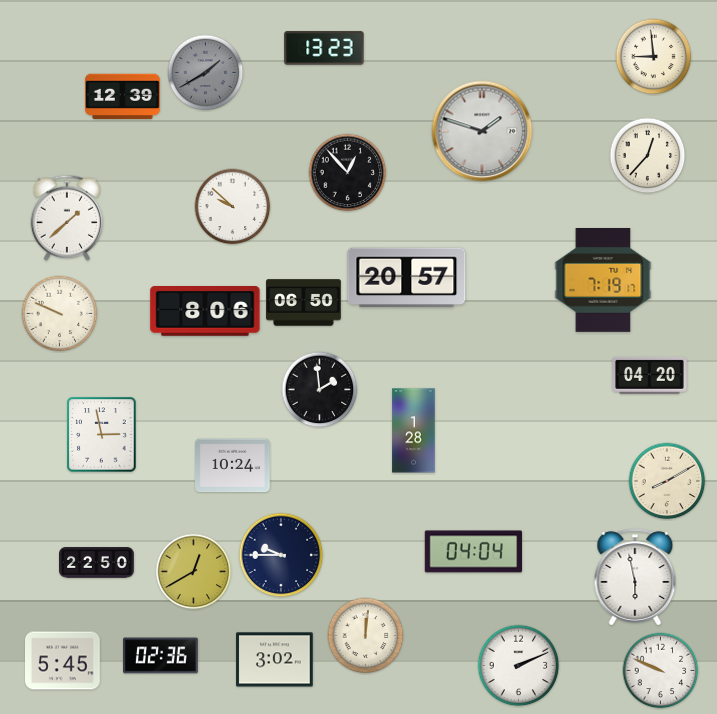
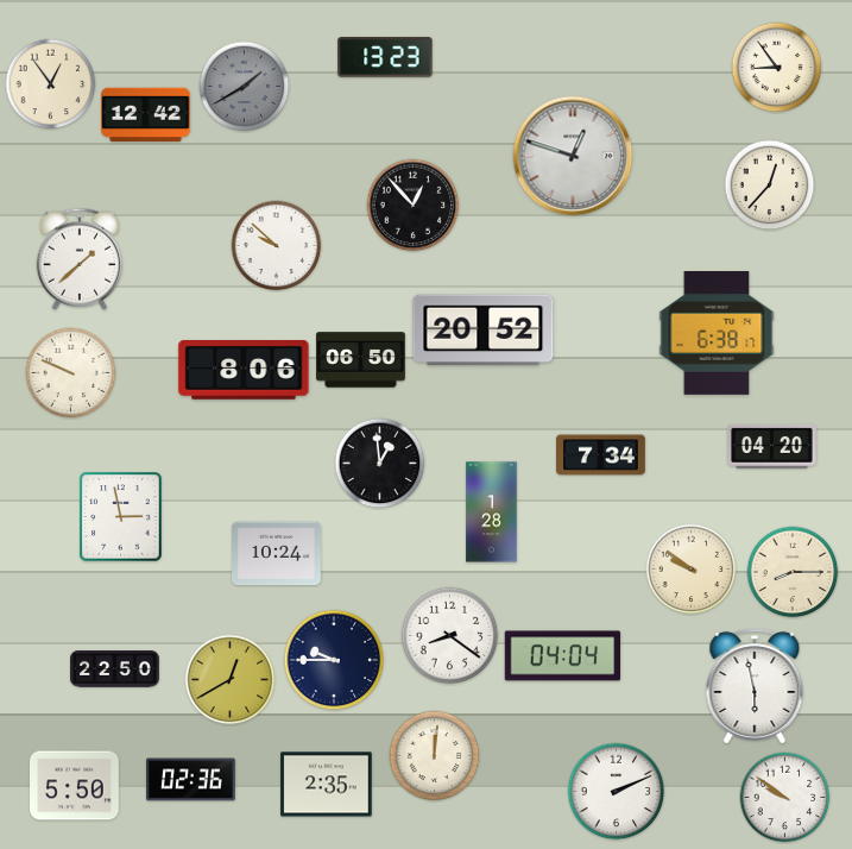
clock at (654, 57): 8:59 -> 8:54
clock at (51, 84): none -> 12:54
clock at (123, 97): 12:39 -> 12:42
clock at (482, 131): 1:48 -> 12:48
clock at (407, 278): 20:57 -> 20:52
clock at (603, 281): 7:19 -> 6:38
clock at (601, 455): none -> 7:34
clock at (320, 390): 1:59 -> 12:59
clock at (692, 570): none -> 9:51
clock at (667, 481): 8:10 -> 8:15
clock at (450, 636): none -> 8:21
clock at (275, 660): 3:02 -> 2:35
clock at (63, 661): 5:45 -> 5:50
clock at (661, 671): 9:49 -> 9:51
